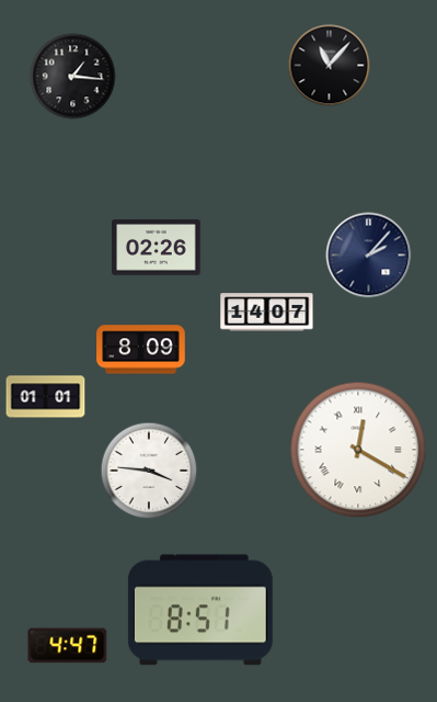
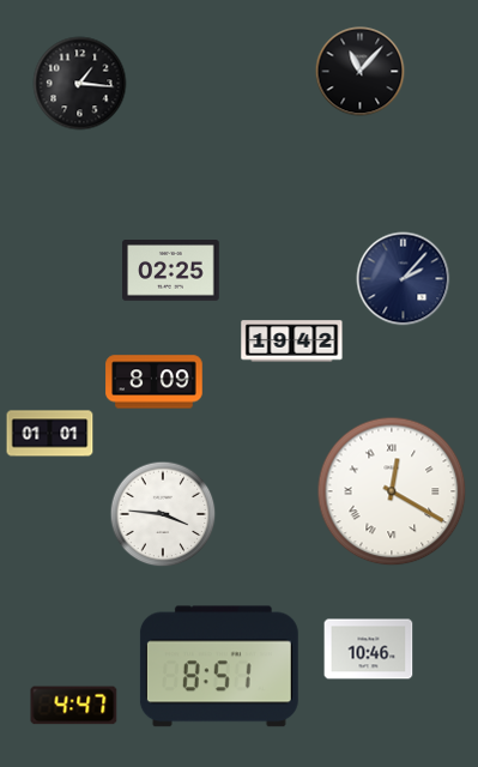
clock at (157, 248): 02:26 -> 02:25
clock at (267, 313): 14:07 -> 19:42
clock at (369, 650): none -> 10:46
